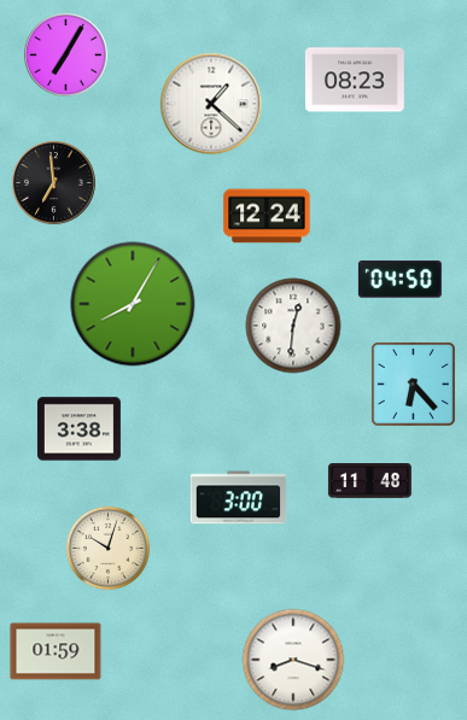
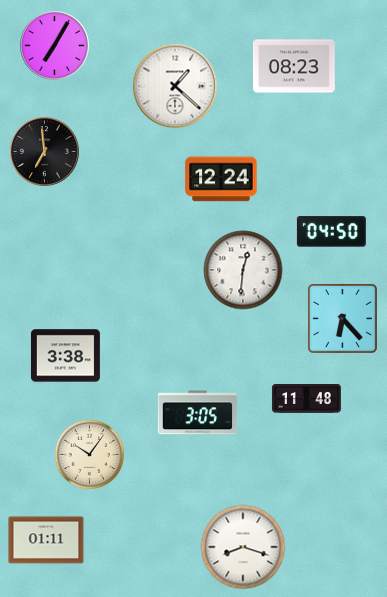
clock at (133, 304): 8:05 -> none
clock at (239, 498): 3:00 -> 3:05
clock at (109, 549): 10:03 -> 10:06
clock at (56, 651): 01:59 -> 01:11
